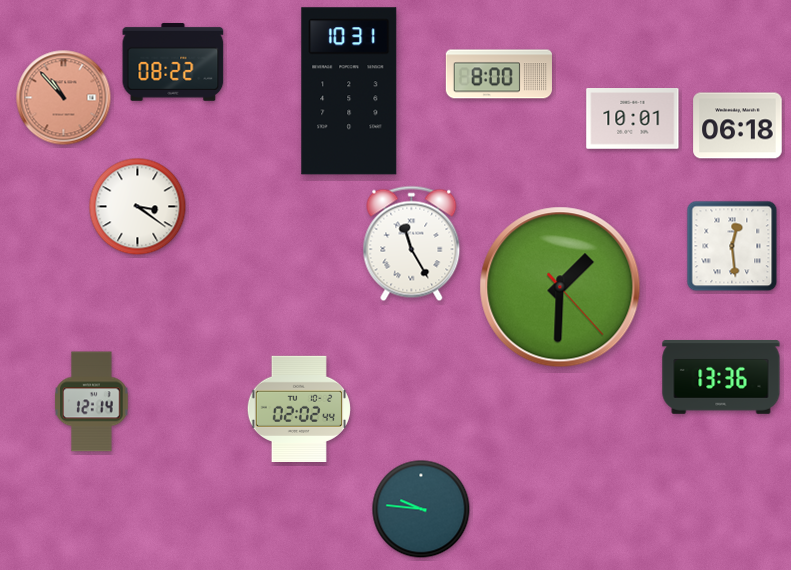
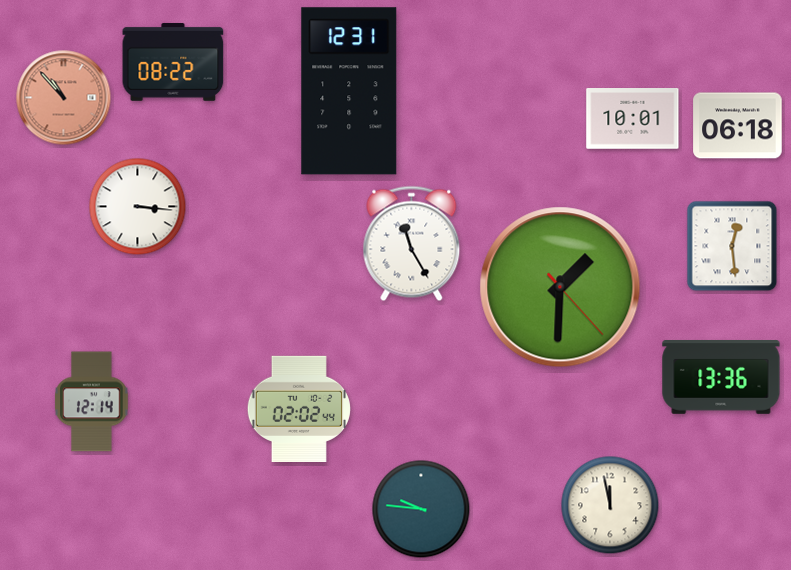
clock at (499, 74): 8:00 -> none
clock at (349, 91): 10:31 -> 12:31
clock at (138, 207): 3:21 -> 3:16
clock at (610, 505): none -> 11:58
